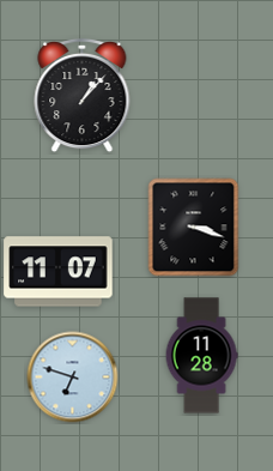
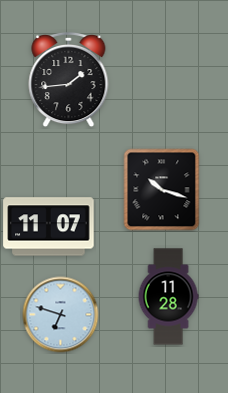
clock at (83, 96): 1:07 -> 1:44
clock at (194, 228): 3:18 -> 10:18
